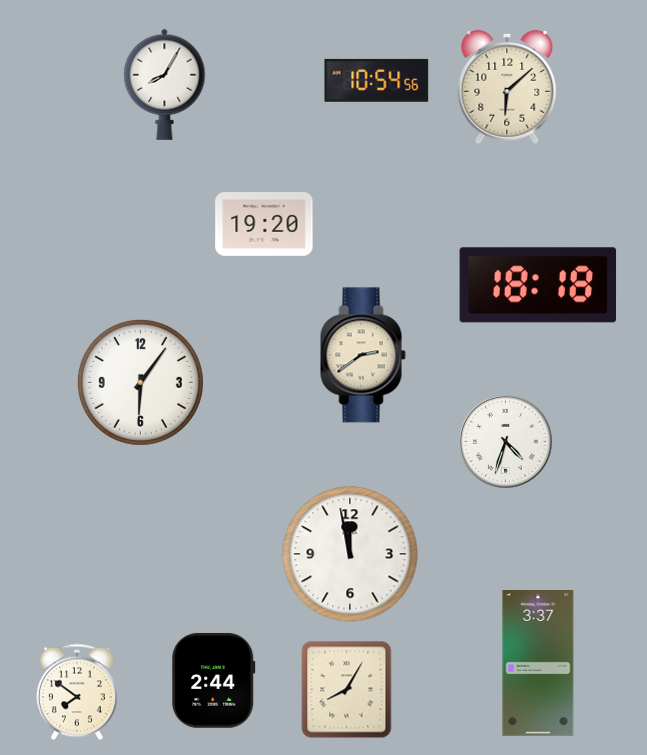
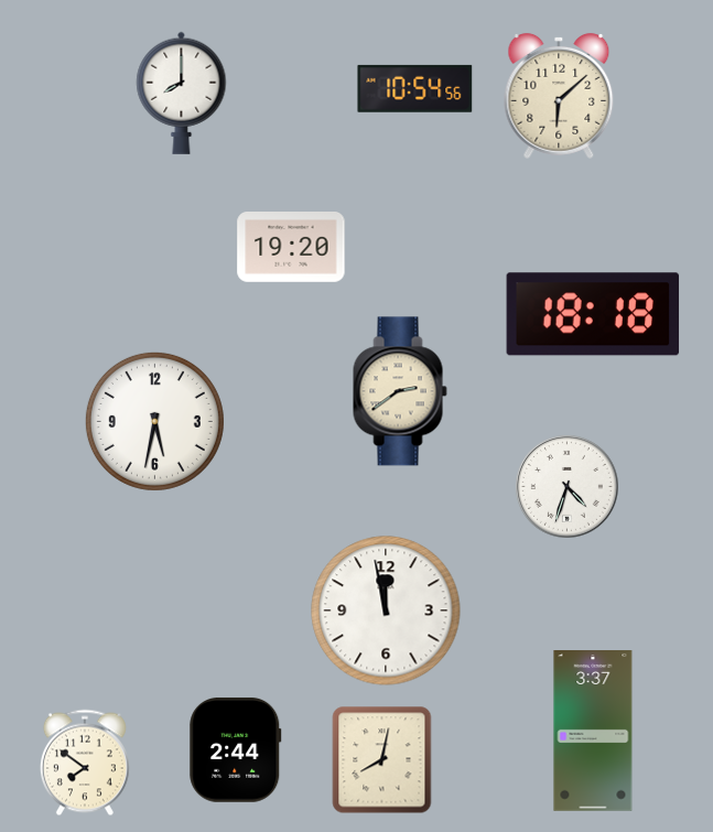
clock at (165, 84): 8:05 -> 8:00
clock at (140, 382): 6:06 -> 5:32
clock at (505, 441) position: (505, 441) -> (566, 486)
clock at (347, 690): 8:05 -> 8:02
